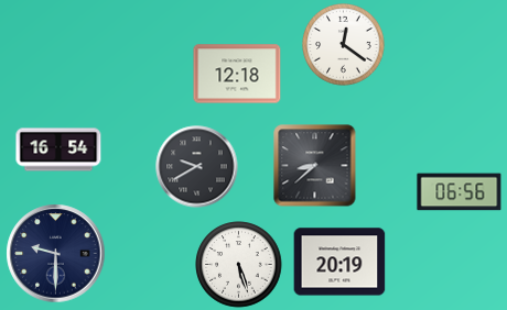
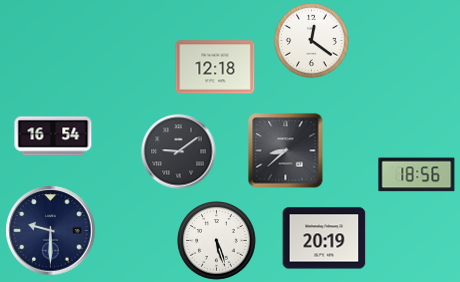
clock at (197, 167): 9:40 -> 9:09
clock at (460, 192): 06:56 -> 18:56
clock at (339, 262) position: (339, 262) -> (324, 238)
